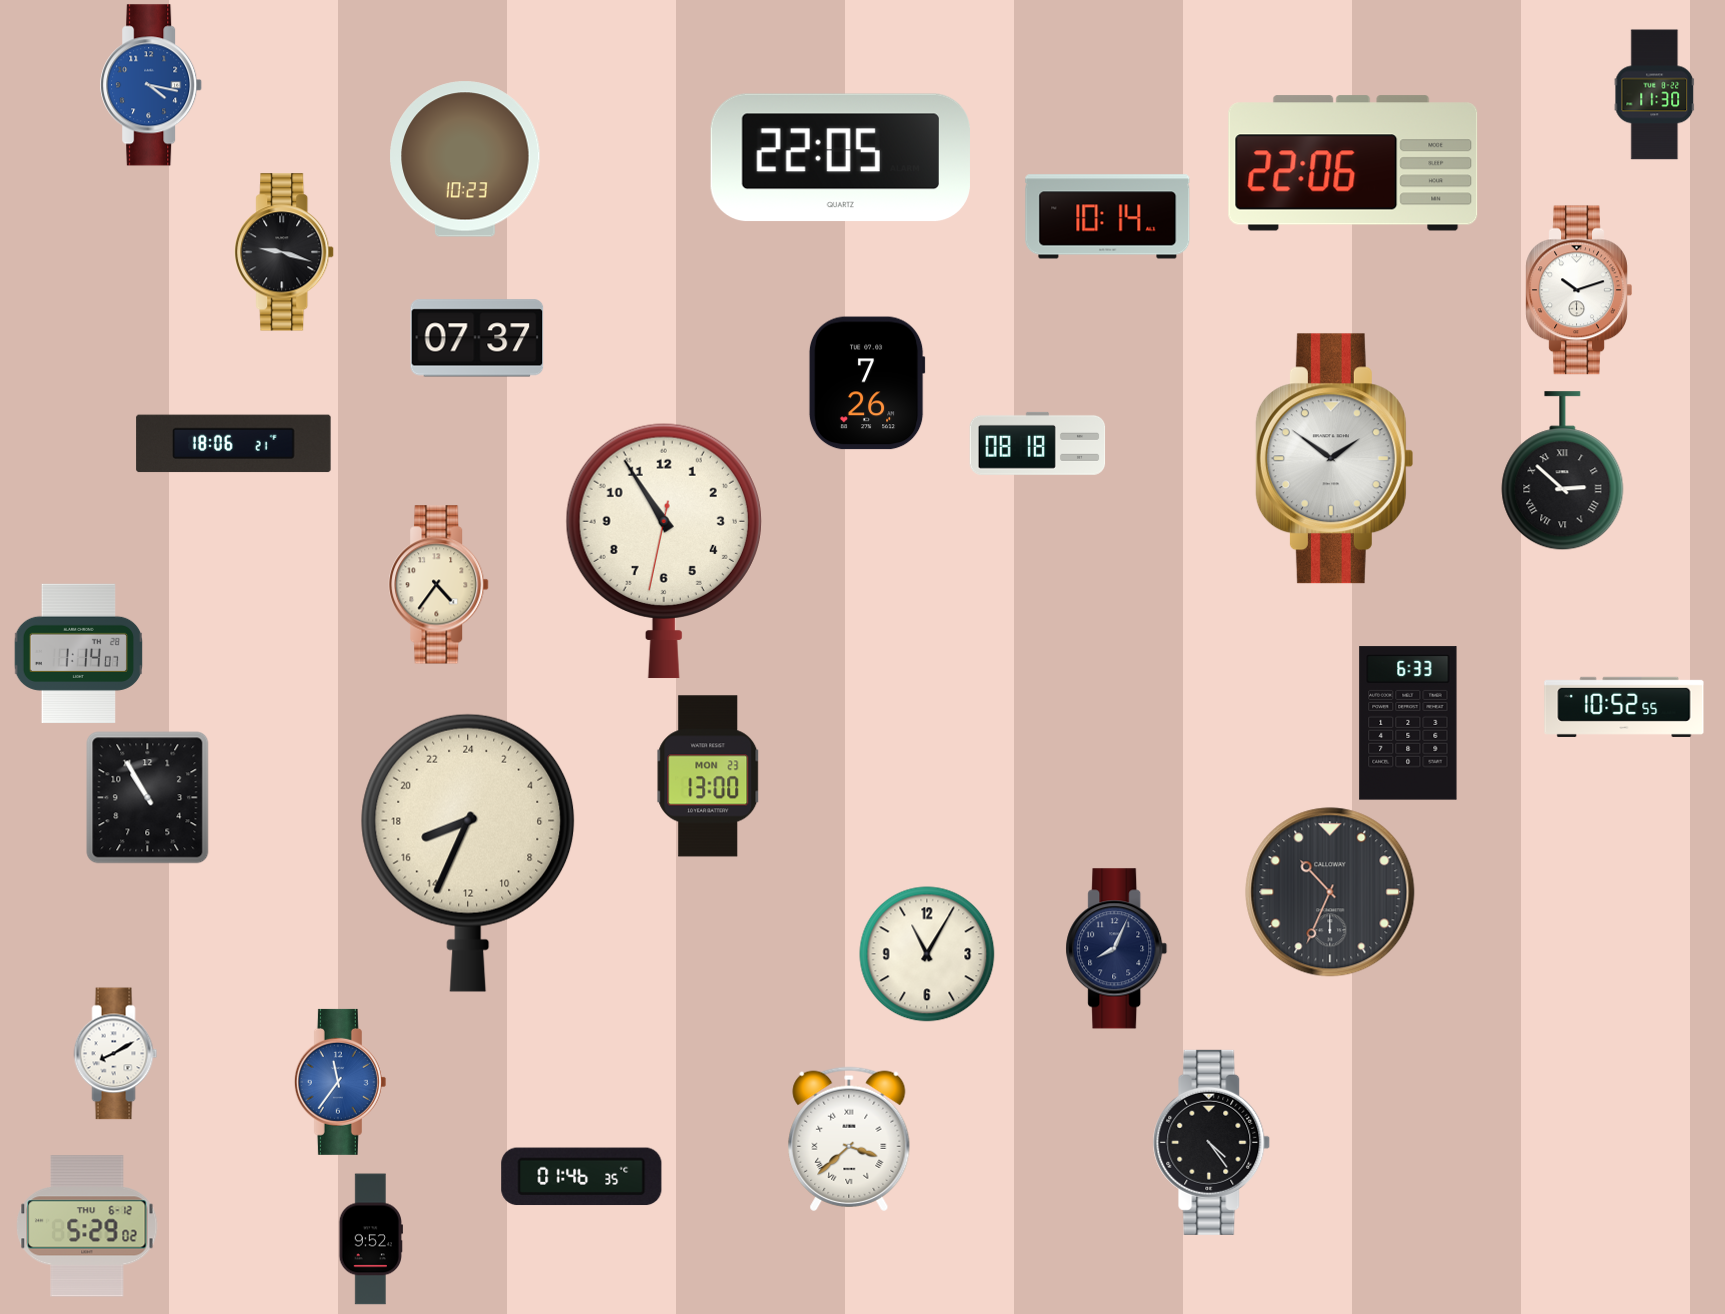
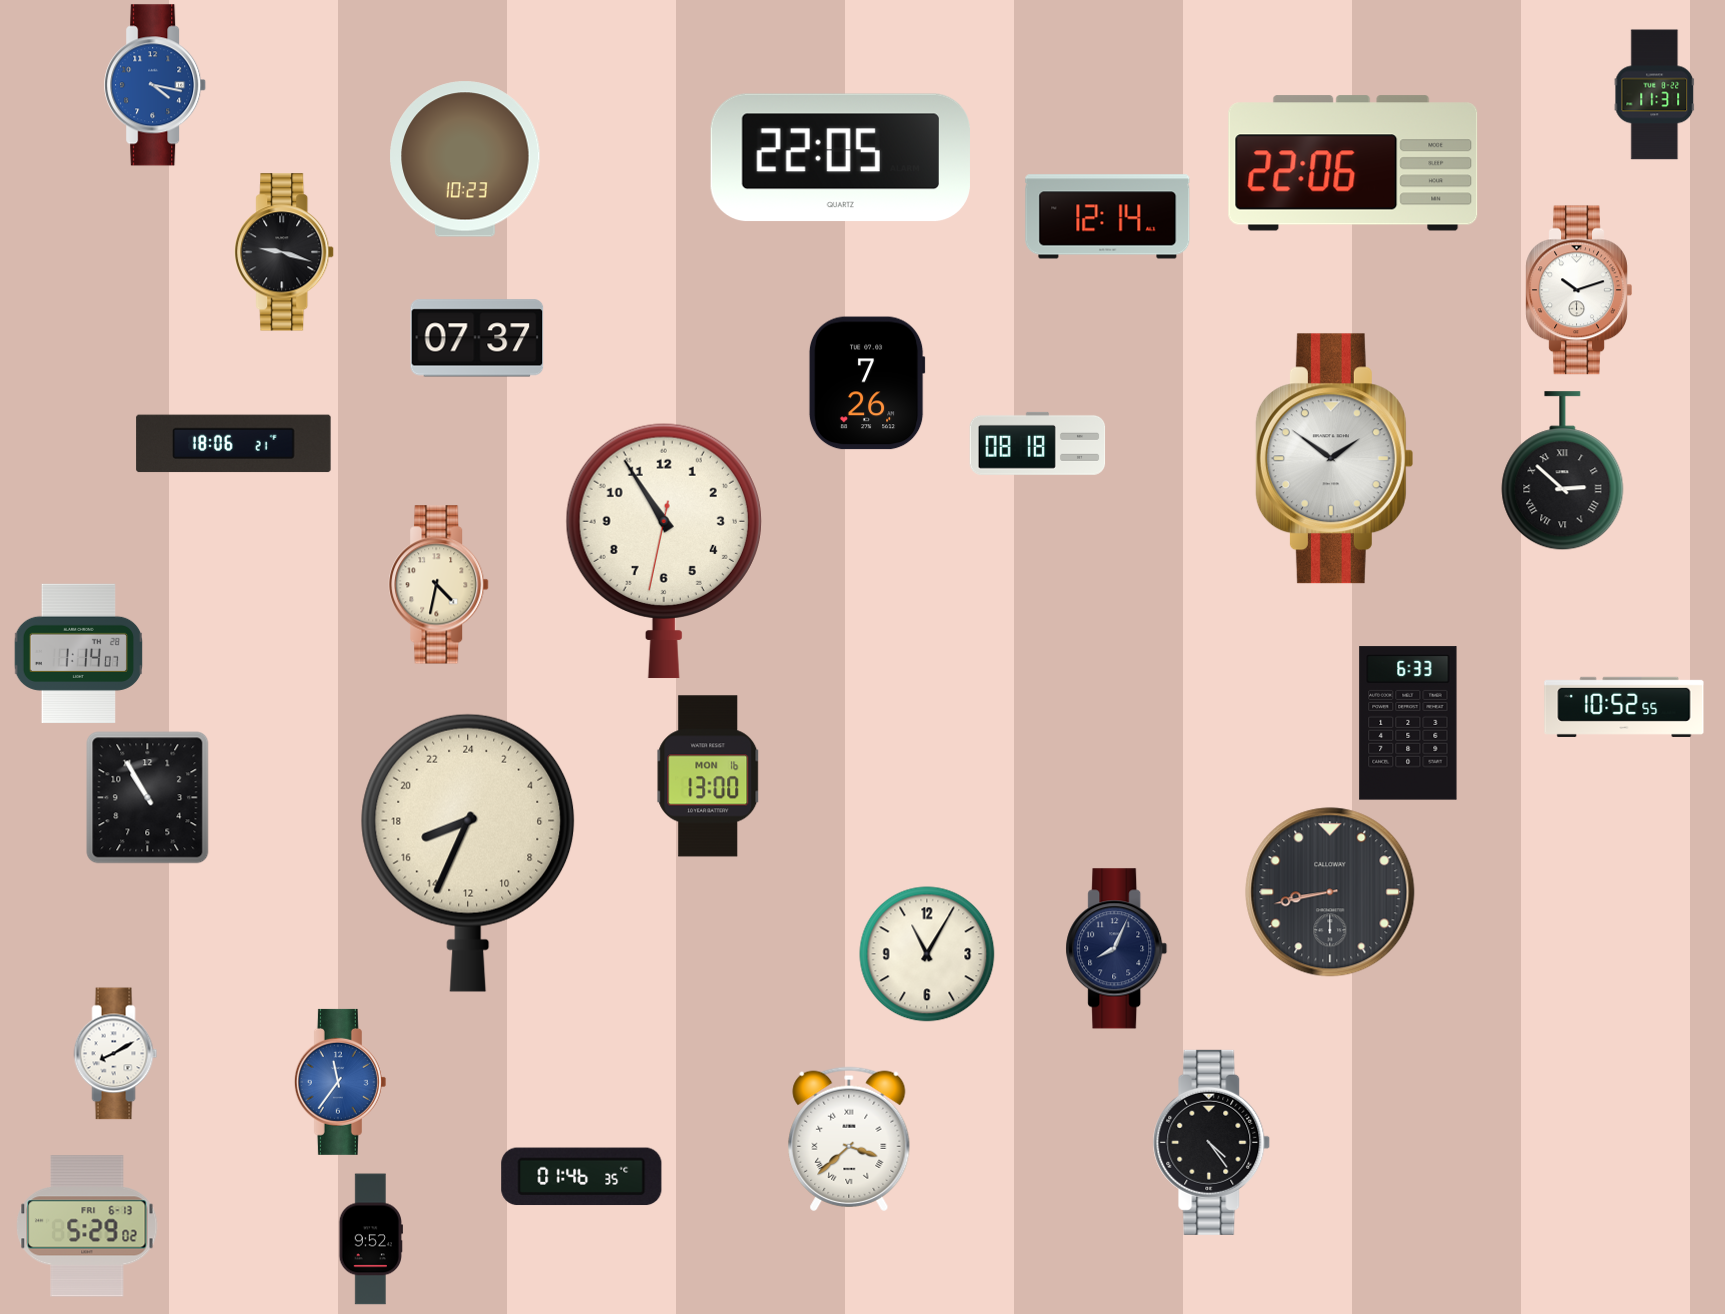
clock at (152, 85) position: (152, 85) -> (156, 85)
clock at (1655, 95): 11:30 -> 11:31
clock at (1108, 217): 10:14 -> 12:14
clock at (439, 585): 4:36 -> 4:32
clock at (708, 776) date: MON 23 -> MON 16
clock at (1330, 892): 10:34 -> 8:43
clock at (87, 1226) date: THU 6-12 -> FRI 6-13
